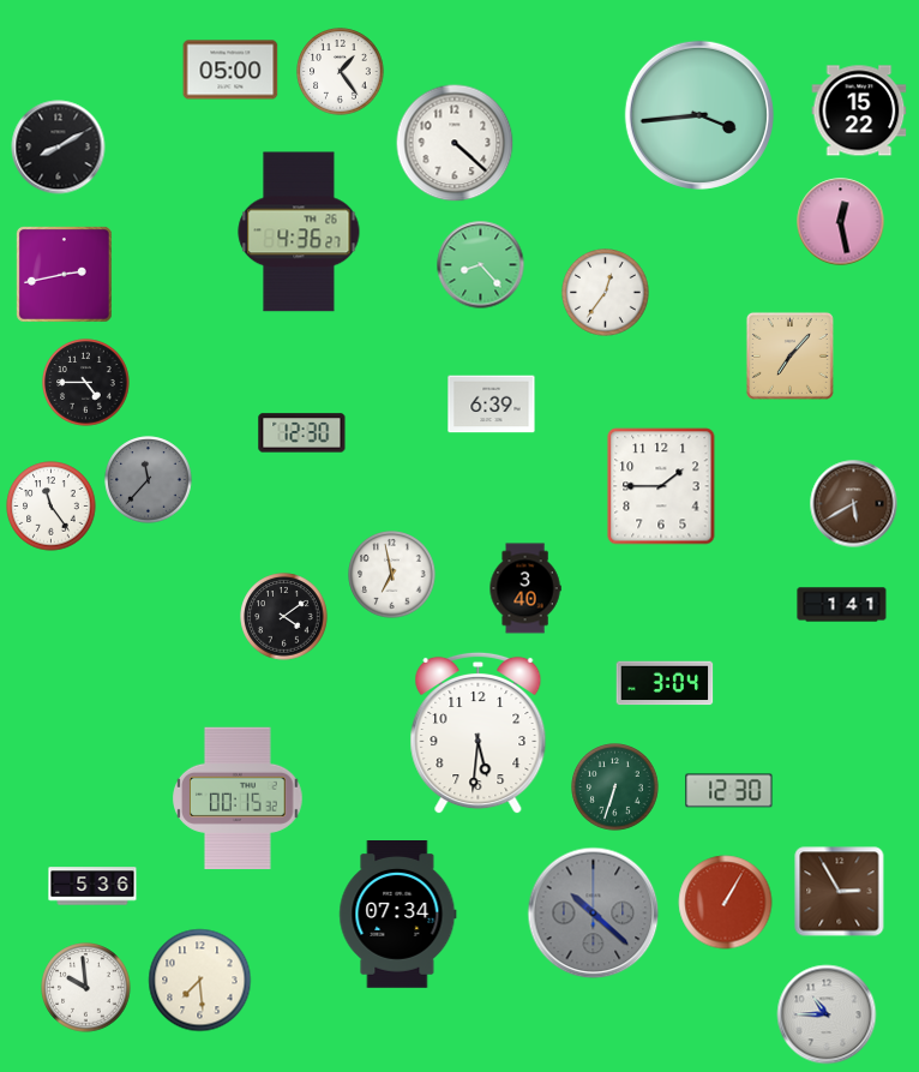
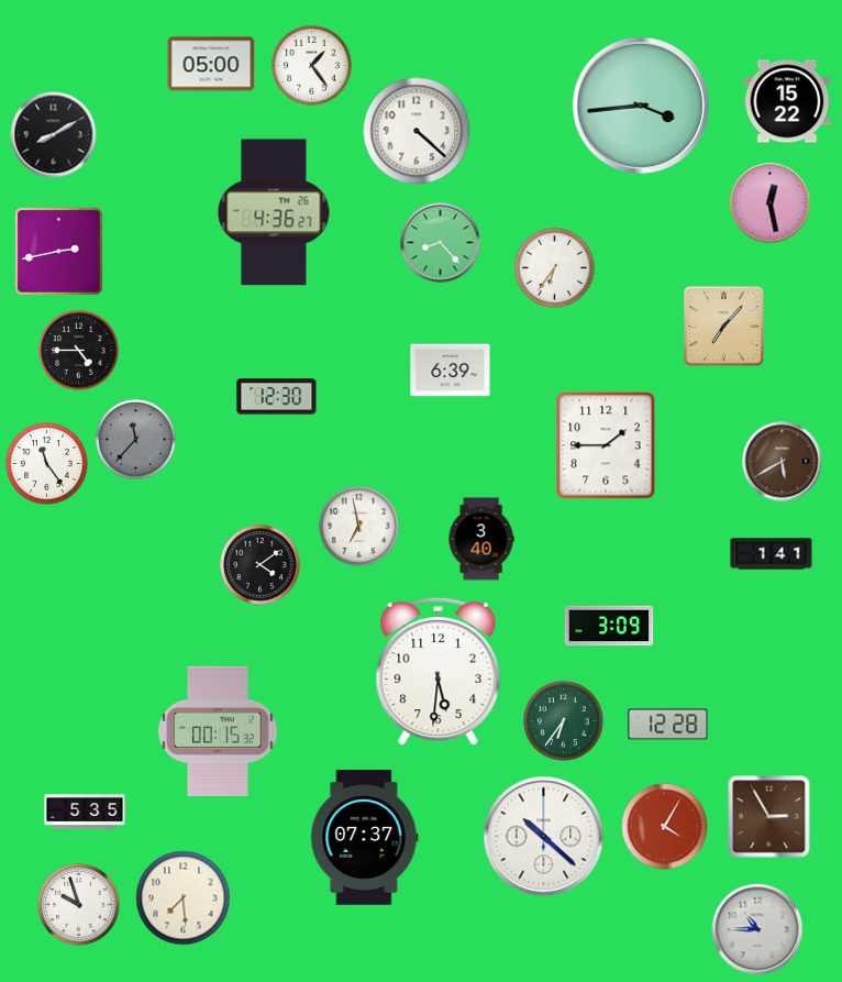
clock at (606, 293): 12:36 -> 6:36
clock at (665, 683): 3:04 -> 3:09
clock at (615, 787): 6:33 -> 6:36
clock at (729, 791): 12:30 -> 12:28
clock at (92, 886): 5:36 -> 5:35
clock at (726, 903): 1:05 -> 4:05
clock at (594, 914) dial: grey -> white
clock at (398, 915): 07:34 -> 07:37
clock at (86, 988): 9:59 -> 9:57
